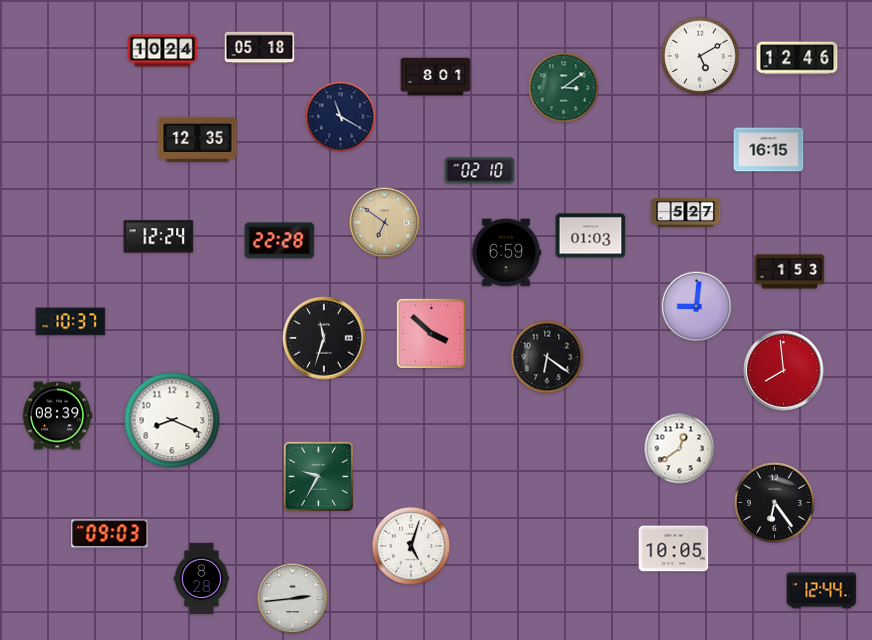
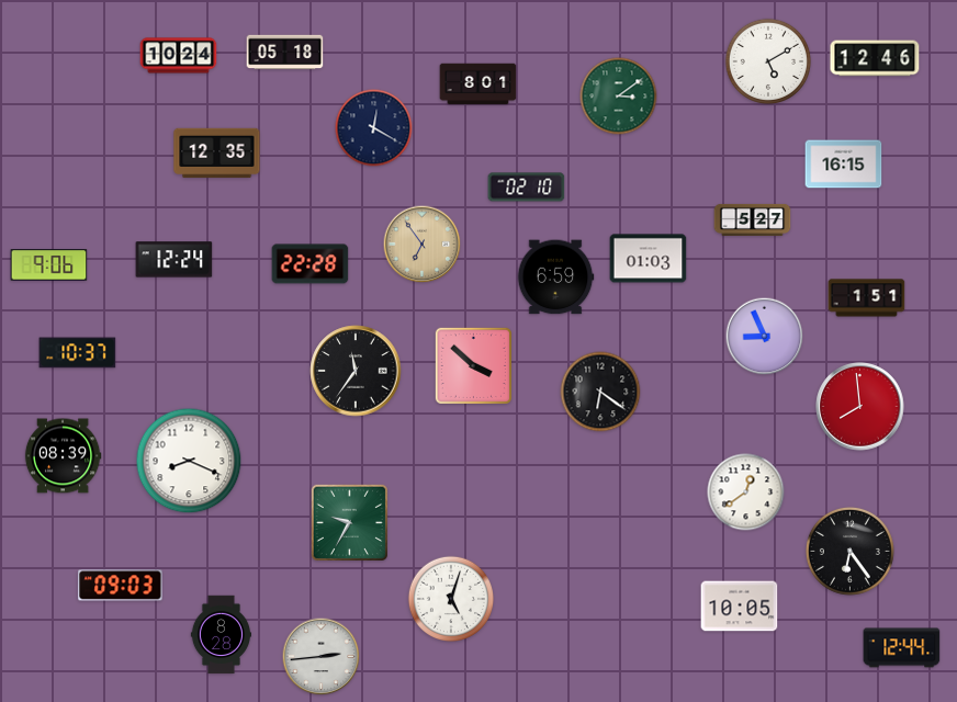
clock at (797, 58) position: (797, 58) -> (875, 58)
clock at (341, 117): 11:20 -> 12:20
clock at (686, 212) position: (686, 212) -> (753, 219)
clock at (385, 223): 6:51 -> 6:54
clock at (280, 241) position: (280, 241) -> (311, 264)
clock at (49, 265): none -> 9:06
clock at (790, 272): 1:53 -> 1:51
clock at (697, 307): 9:01 -> 8:56
clock at (324, 338): 11:33 -> 11:36
clock at (674, 549) position: (674, 549) -> (740, 607)
